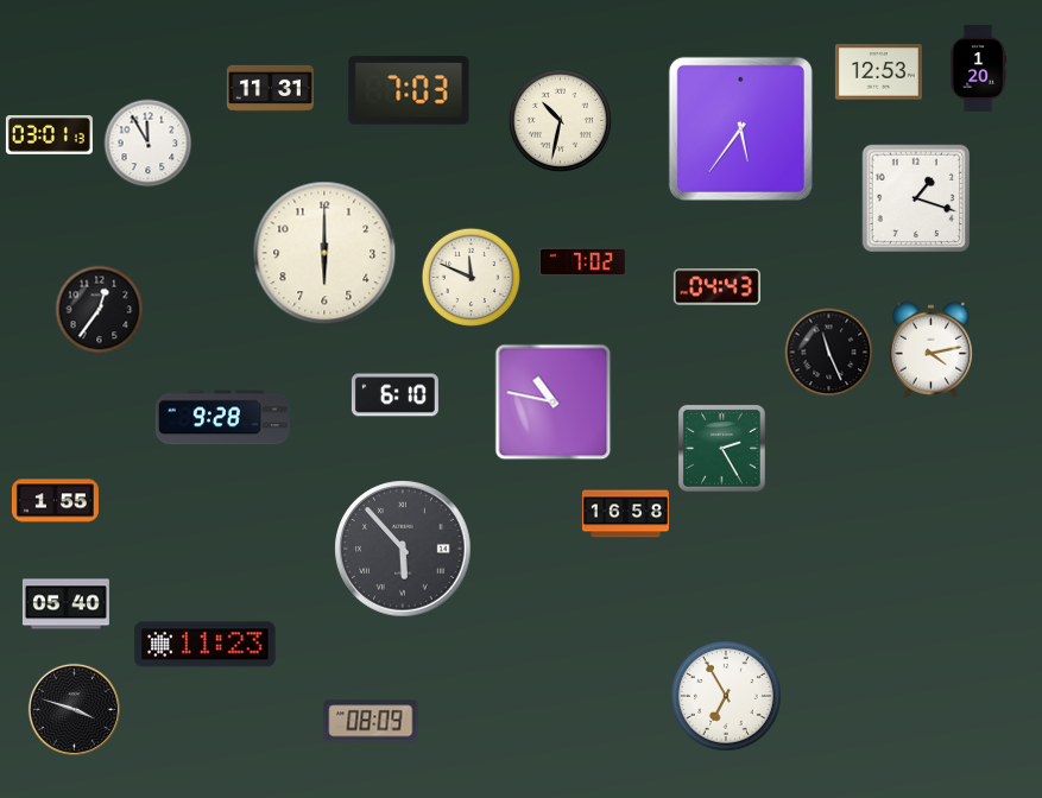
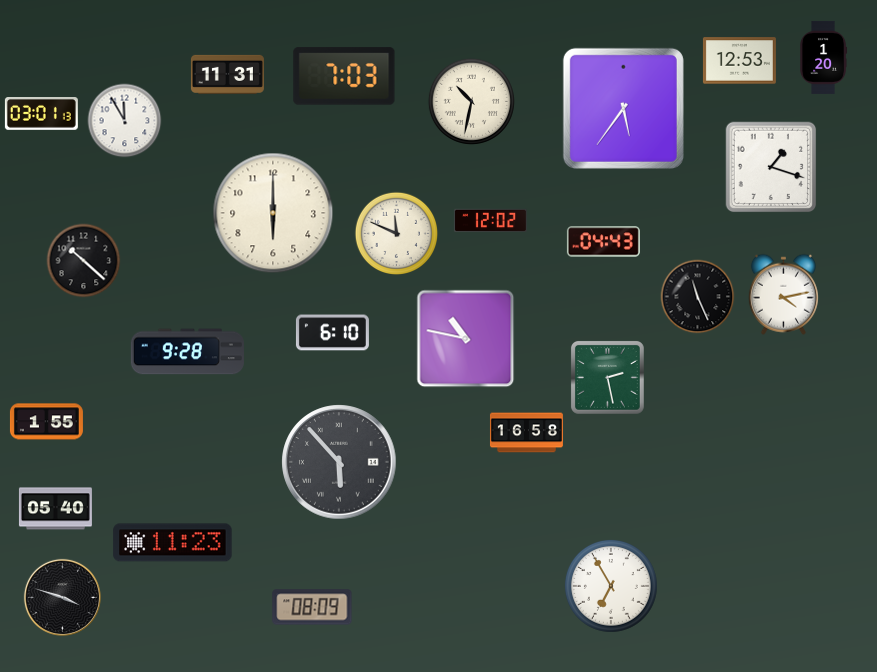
clock at (582, 262): 7:02 -> 12:02
clock at (100, 310): 12:36 -> 10:22
clock at (721, 448): 2:25 -> 2:28
